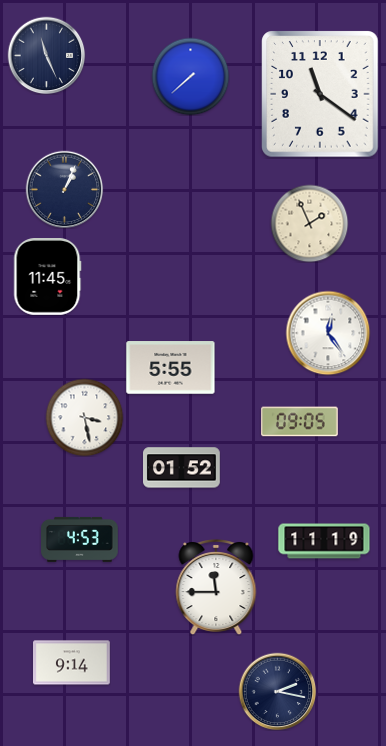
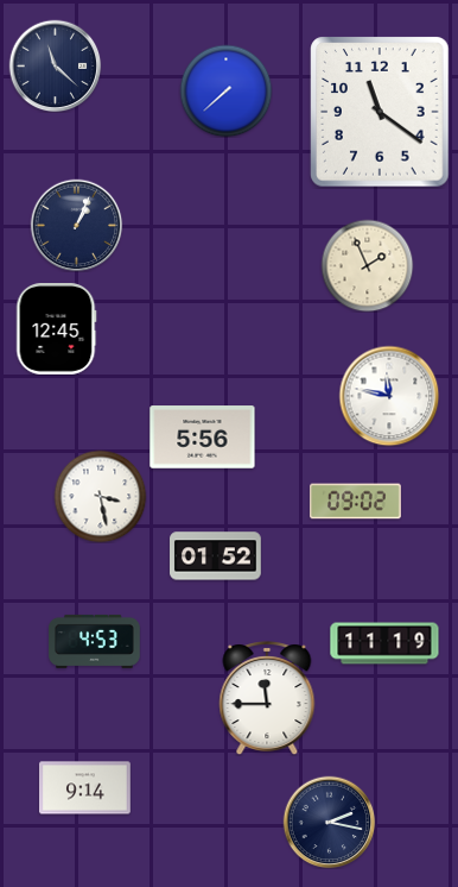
clock at (46, 55): 11:26 -> 11:22
clock at (48, 277): 11:45 -> 12:45
clock at (328, 333): 12:24 -> 11:47
clock at (171, 368): 5:55 -> 5:56
clock at (300, 422): 09:05 -> 09:02
clock at (216, 588) position: (216, 588) -> (267, 699)
